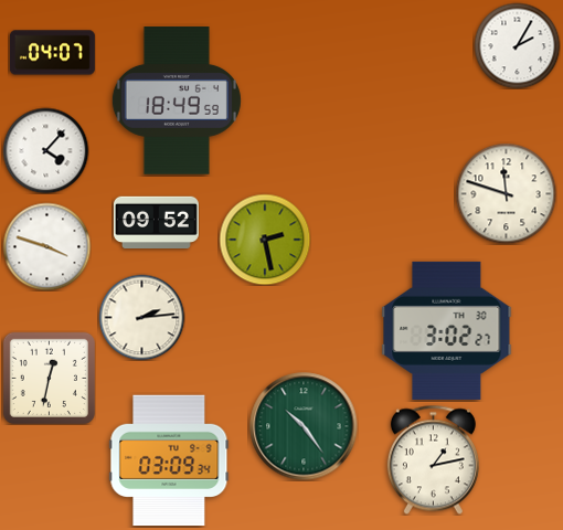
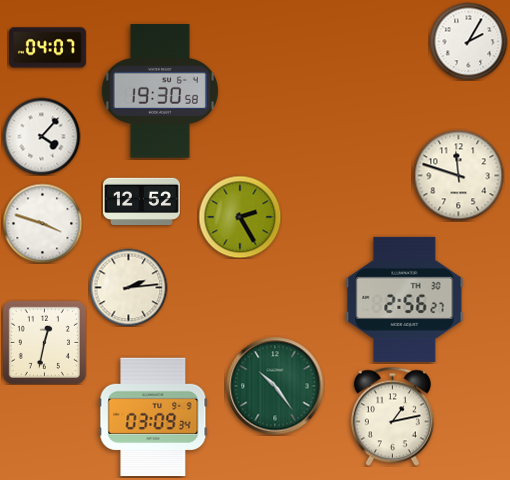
clock at (177, 100): 18:49 -> 19:30
clock at (156, 223): 09:52 -> 12:52
clock at (265, 240): 2:28 -> 2:25
clock at (447, 330): 3:02 -> 2:56
